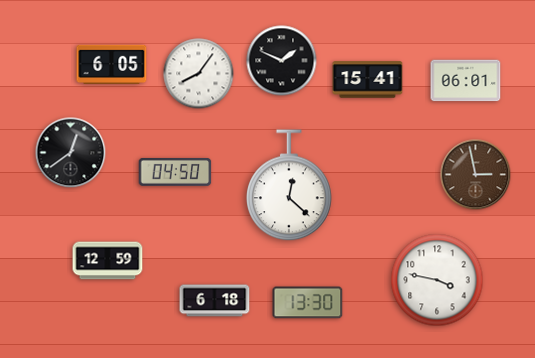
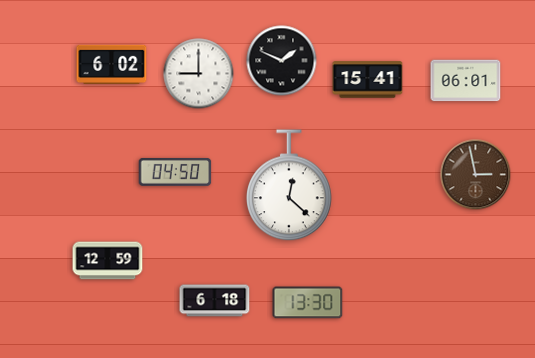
clock at (112, 64): 6:05 -> 6:02
clock at (199, 74): 8:06 -> 9:00
clock at (71, 153): 12:39 -> none
clock at (437, 280): 3:47 -> none
